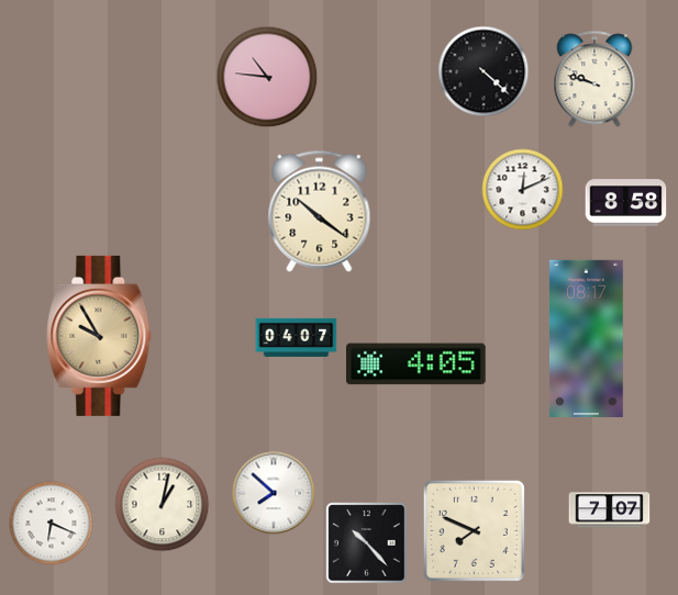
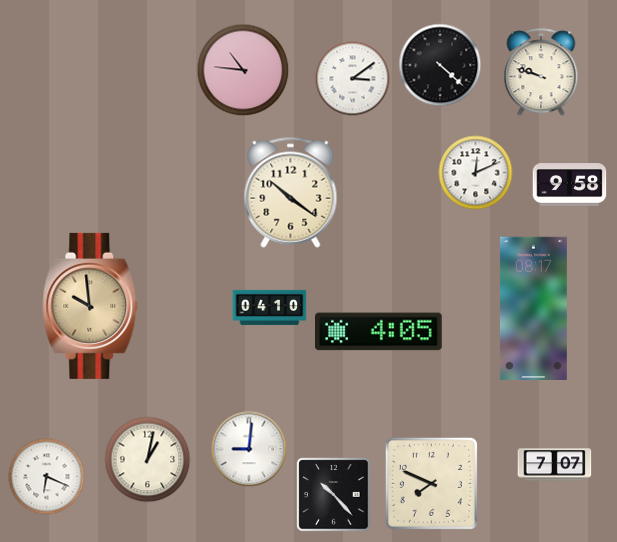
clock at (353, 79): none -> 3:09
clock at (626, 203): 8:58 -> 9:58
clock at (99, 336): 9:55 -> 9:59
clock at (297, 337): 04:07 -> 04:10
clock at (274, 493): 7:52 -> 9:01
